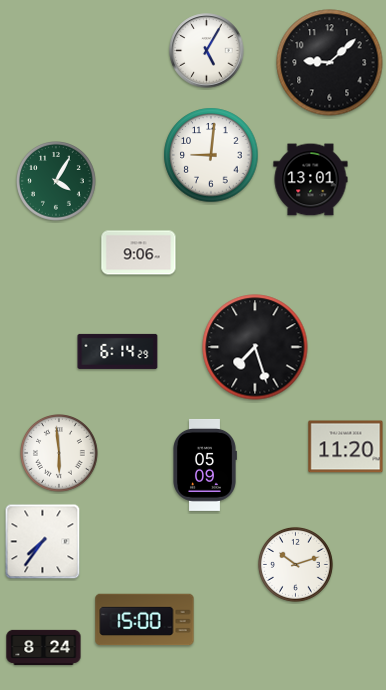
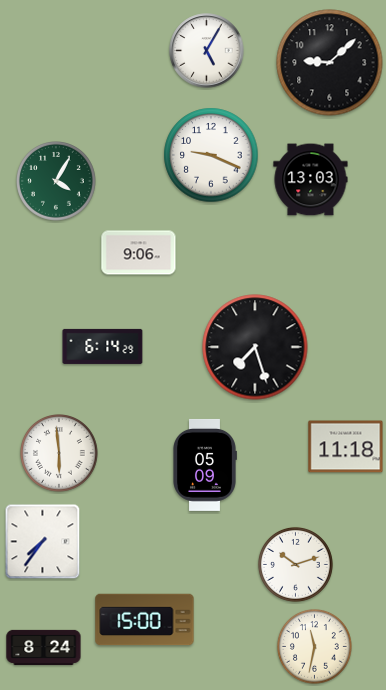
clock at (211, 155): 9:01 -> 9:19
clock at (311, 180): 13:01 -> 13:03
clock at (118, 351) position: (118, 351) -> (103, 346)
clock at (346, 447): 11:20 -> 11:18
clock at (314, 646): none -> 11:32
